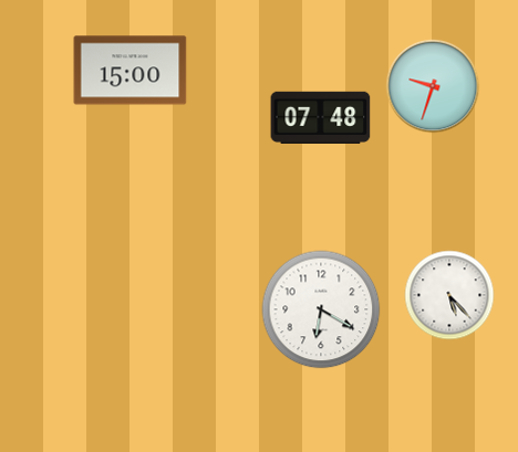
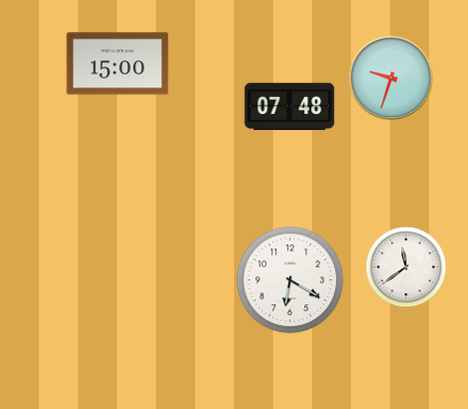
clock at (449, 295): 5:23 -> 11:39
